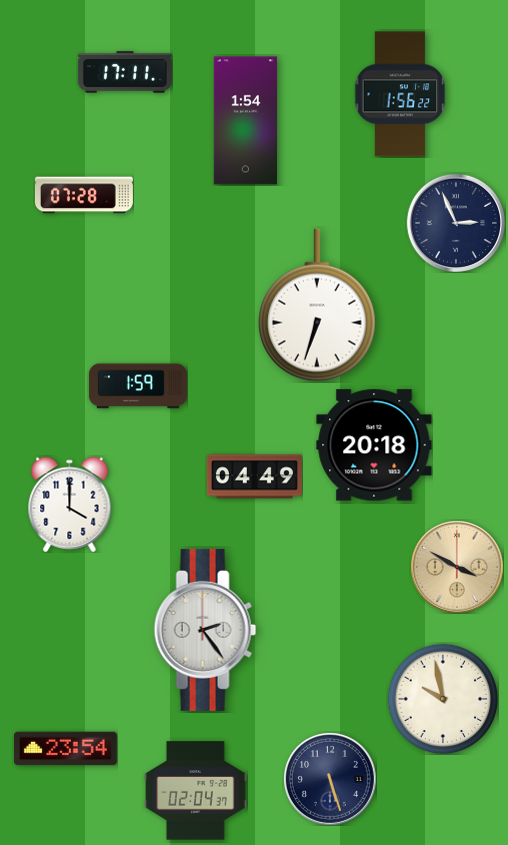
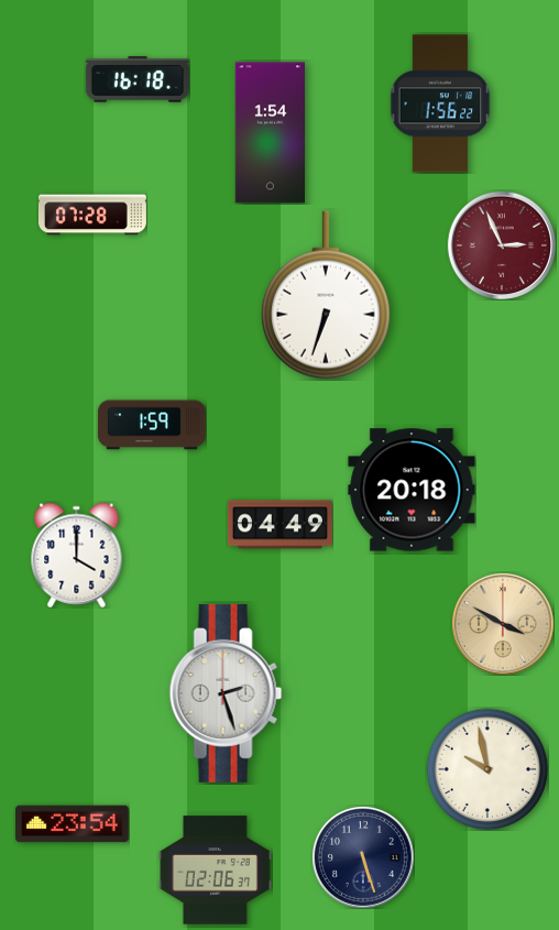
clock at (125, 72): 17:11 -> 16:18
clock at (456, 223) dial: navy -> burgundy
clock at (317, 305) position: (317, 305) -> (326, 295)
clock at (205, 630): 2:24 -> 2:27
clock at (196, 791): 02:04 -> 02:06
